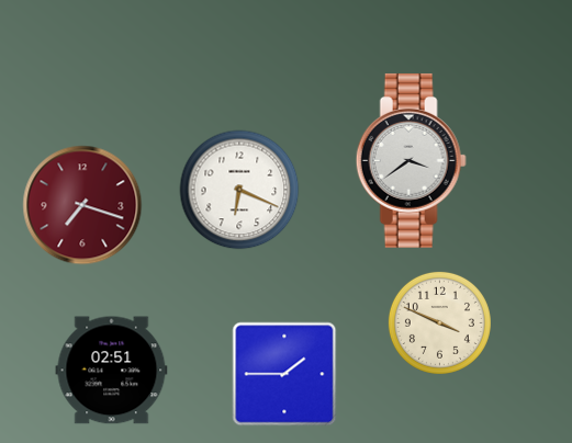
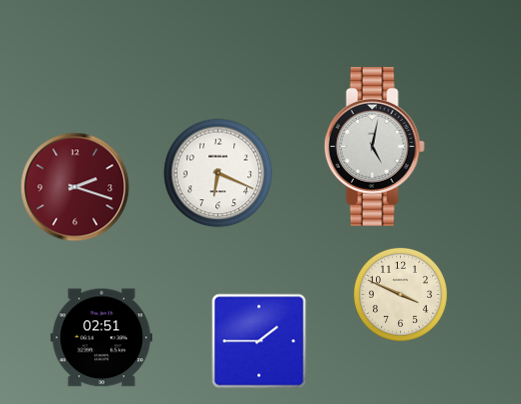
clock at (411, 160): 3:39 -> 5:02
clock at (82, 205): 7:18 -> 2:18
